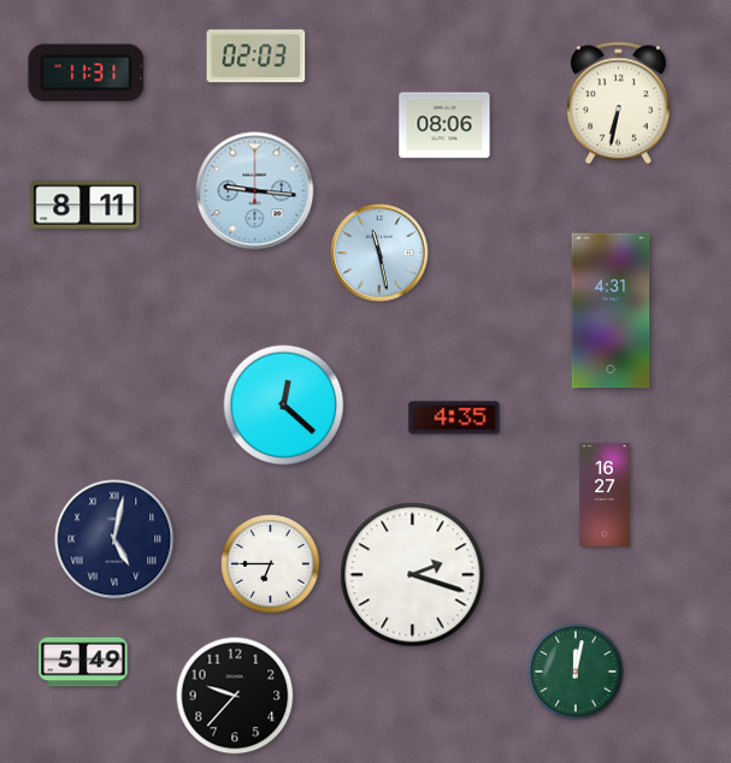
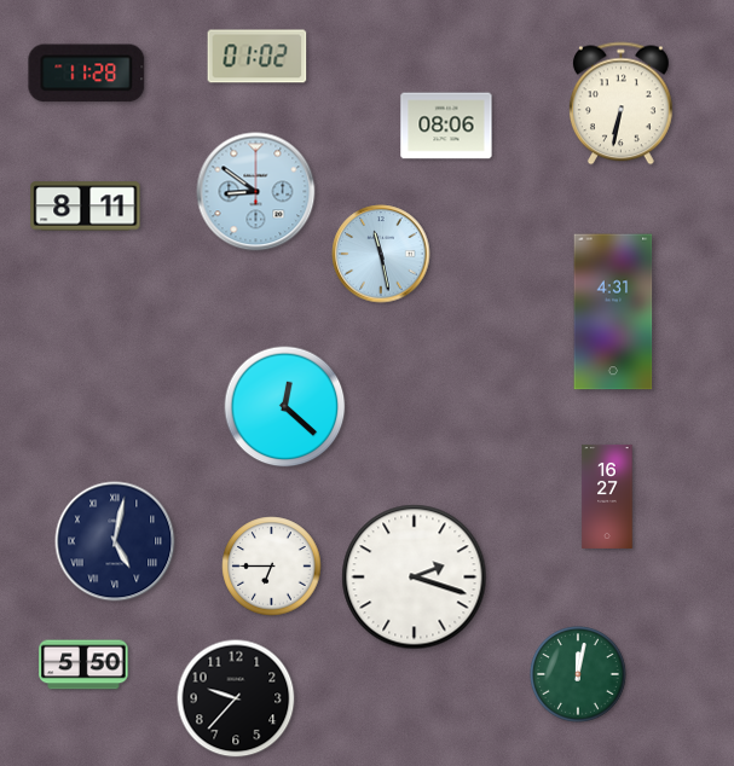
clock at (257, 57): 02:03 -> 01:02
clock at (87, 73): 11:31 -> 11:28
clock at (255, 191): 9:16 -> 8:51
clock at (454, 418): 4:35 -> none
clock at (83, 662): 5:49 -> 5:50
